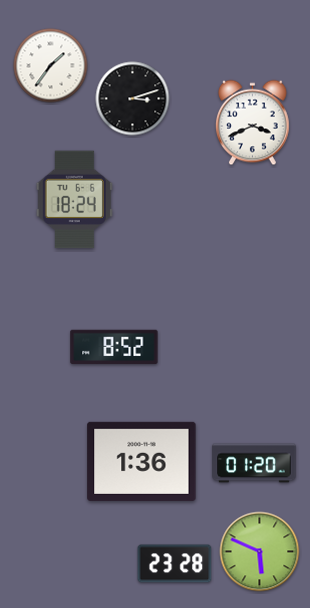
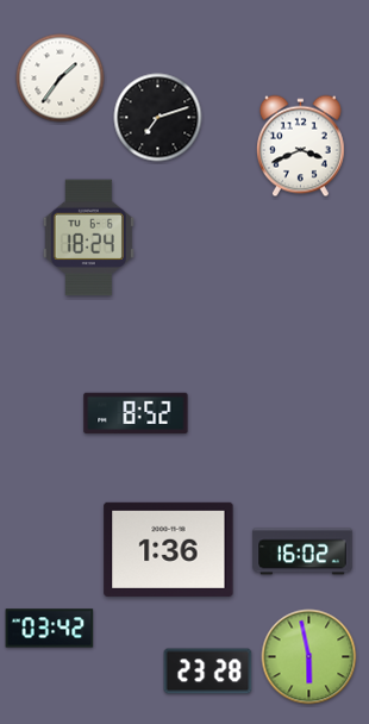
clock at (133, 99): 3:12 -> 7:12
clock at (254, 463): 01:20 -> 16:02
clock at (50, 629): none -> 03:42
clock at (260, 552): 5:49 -> 5:58
